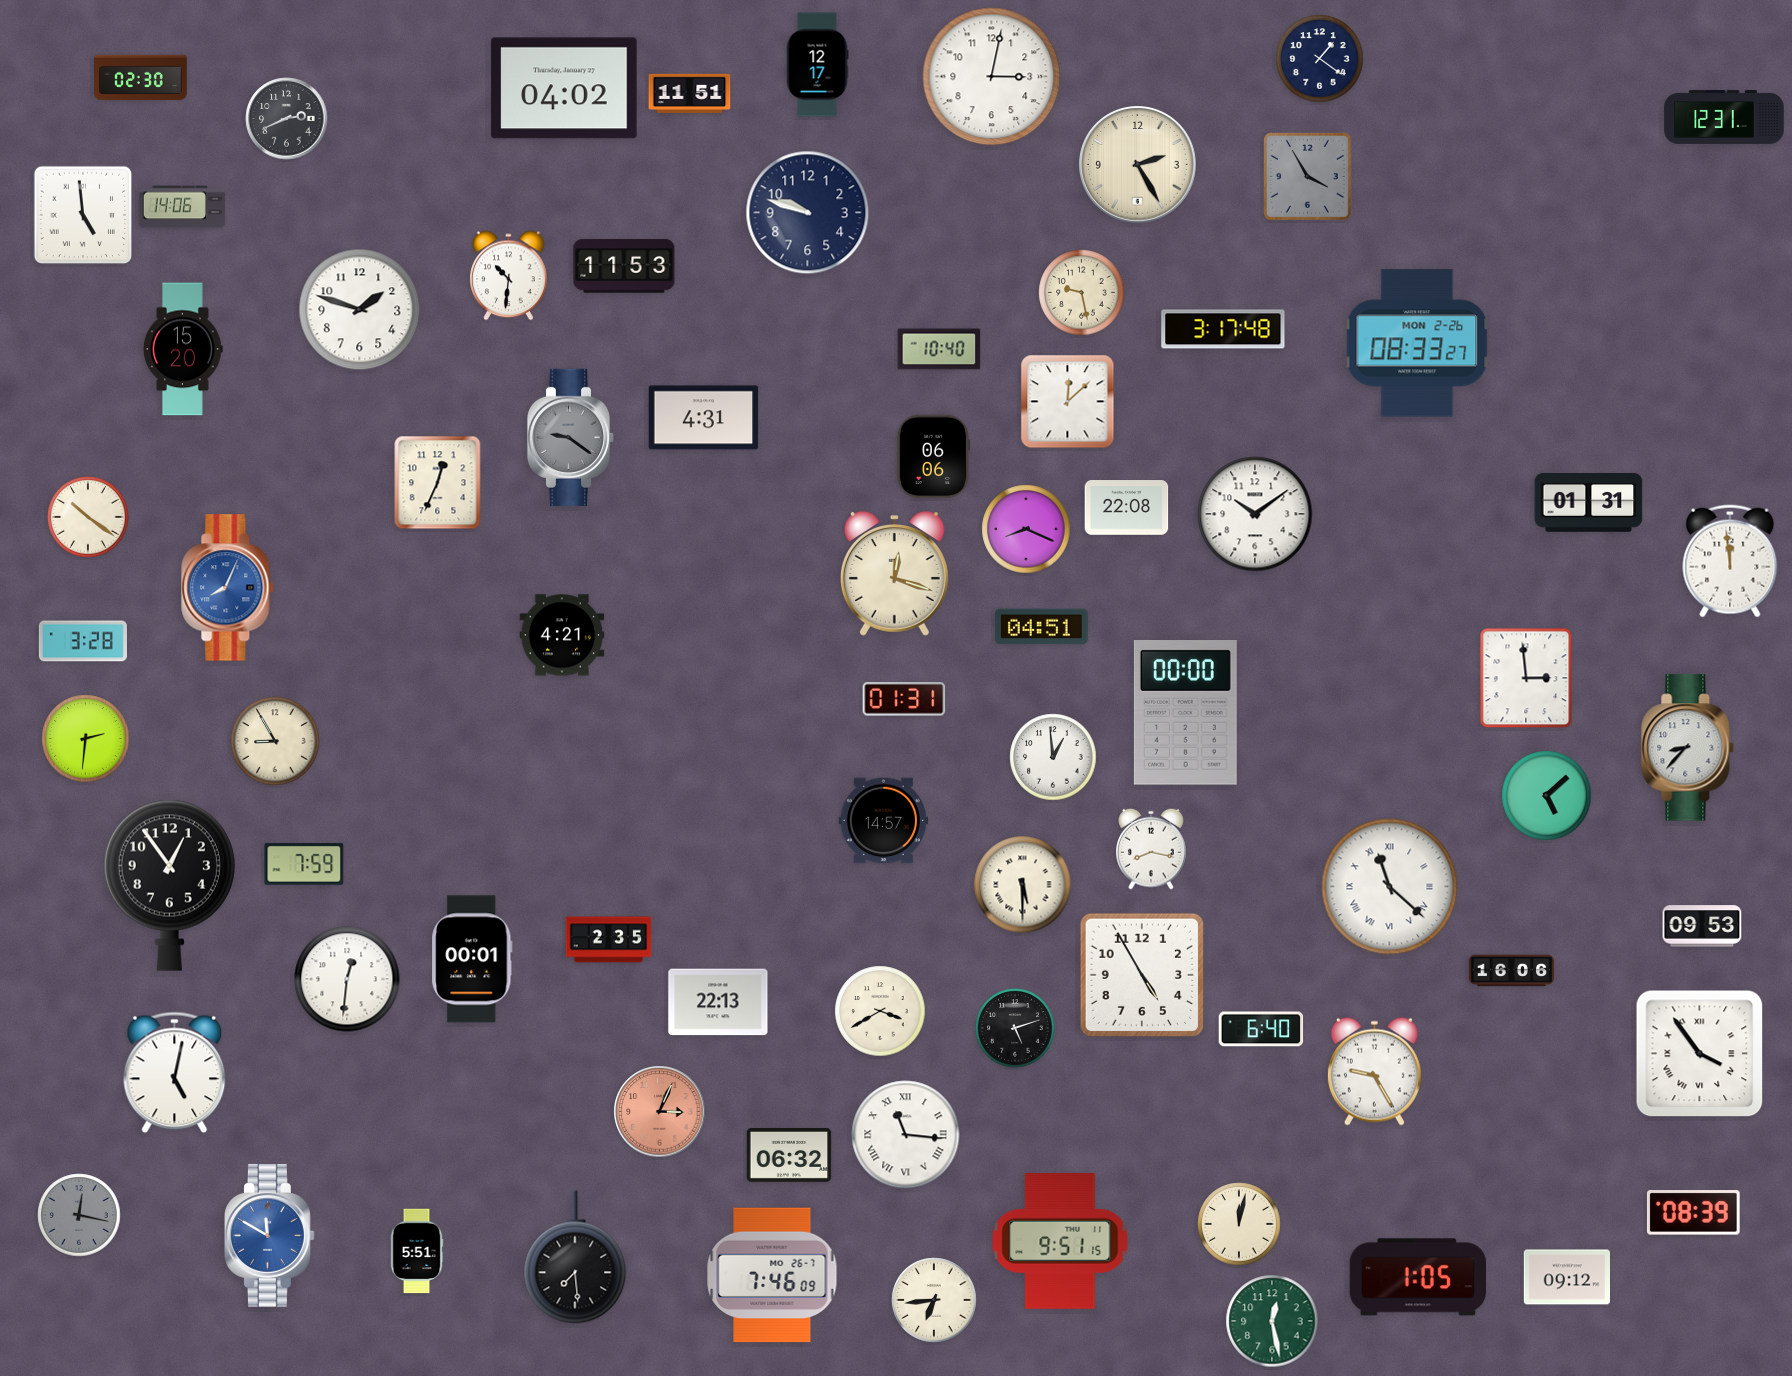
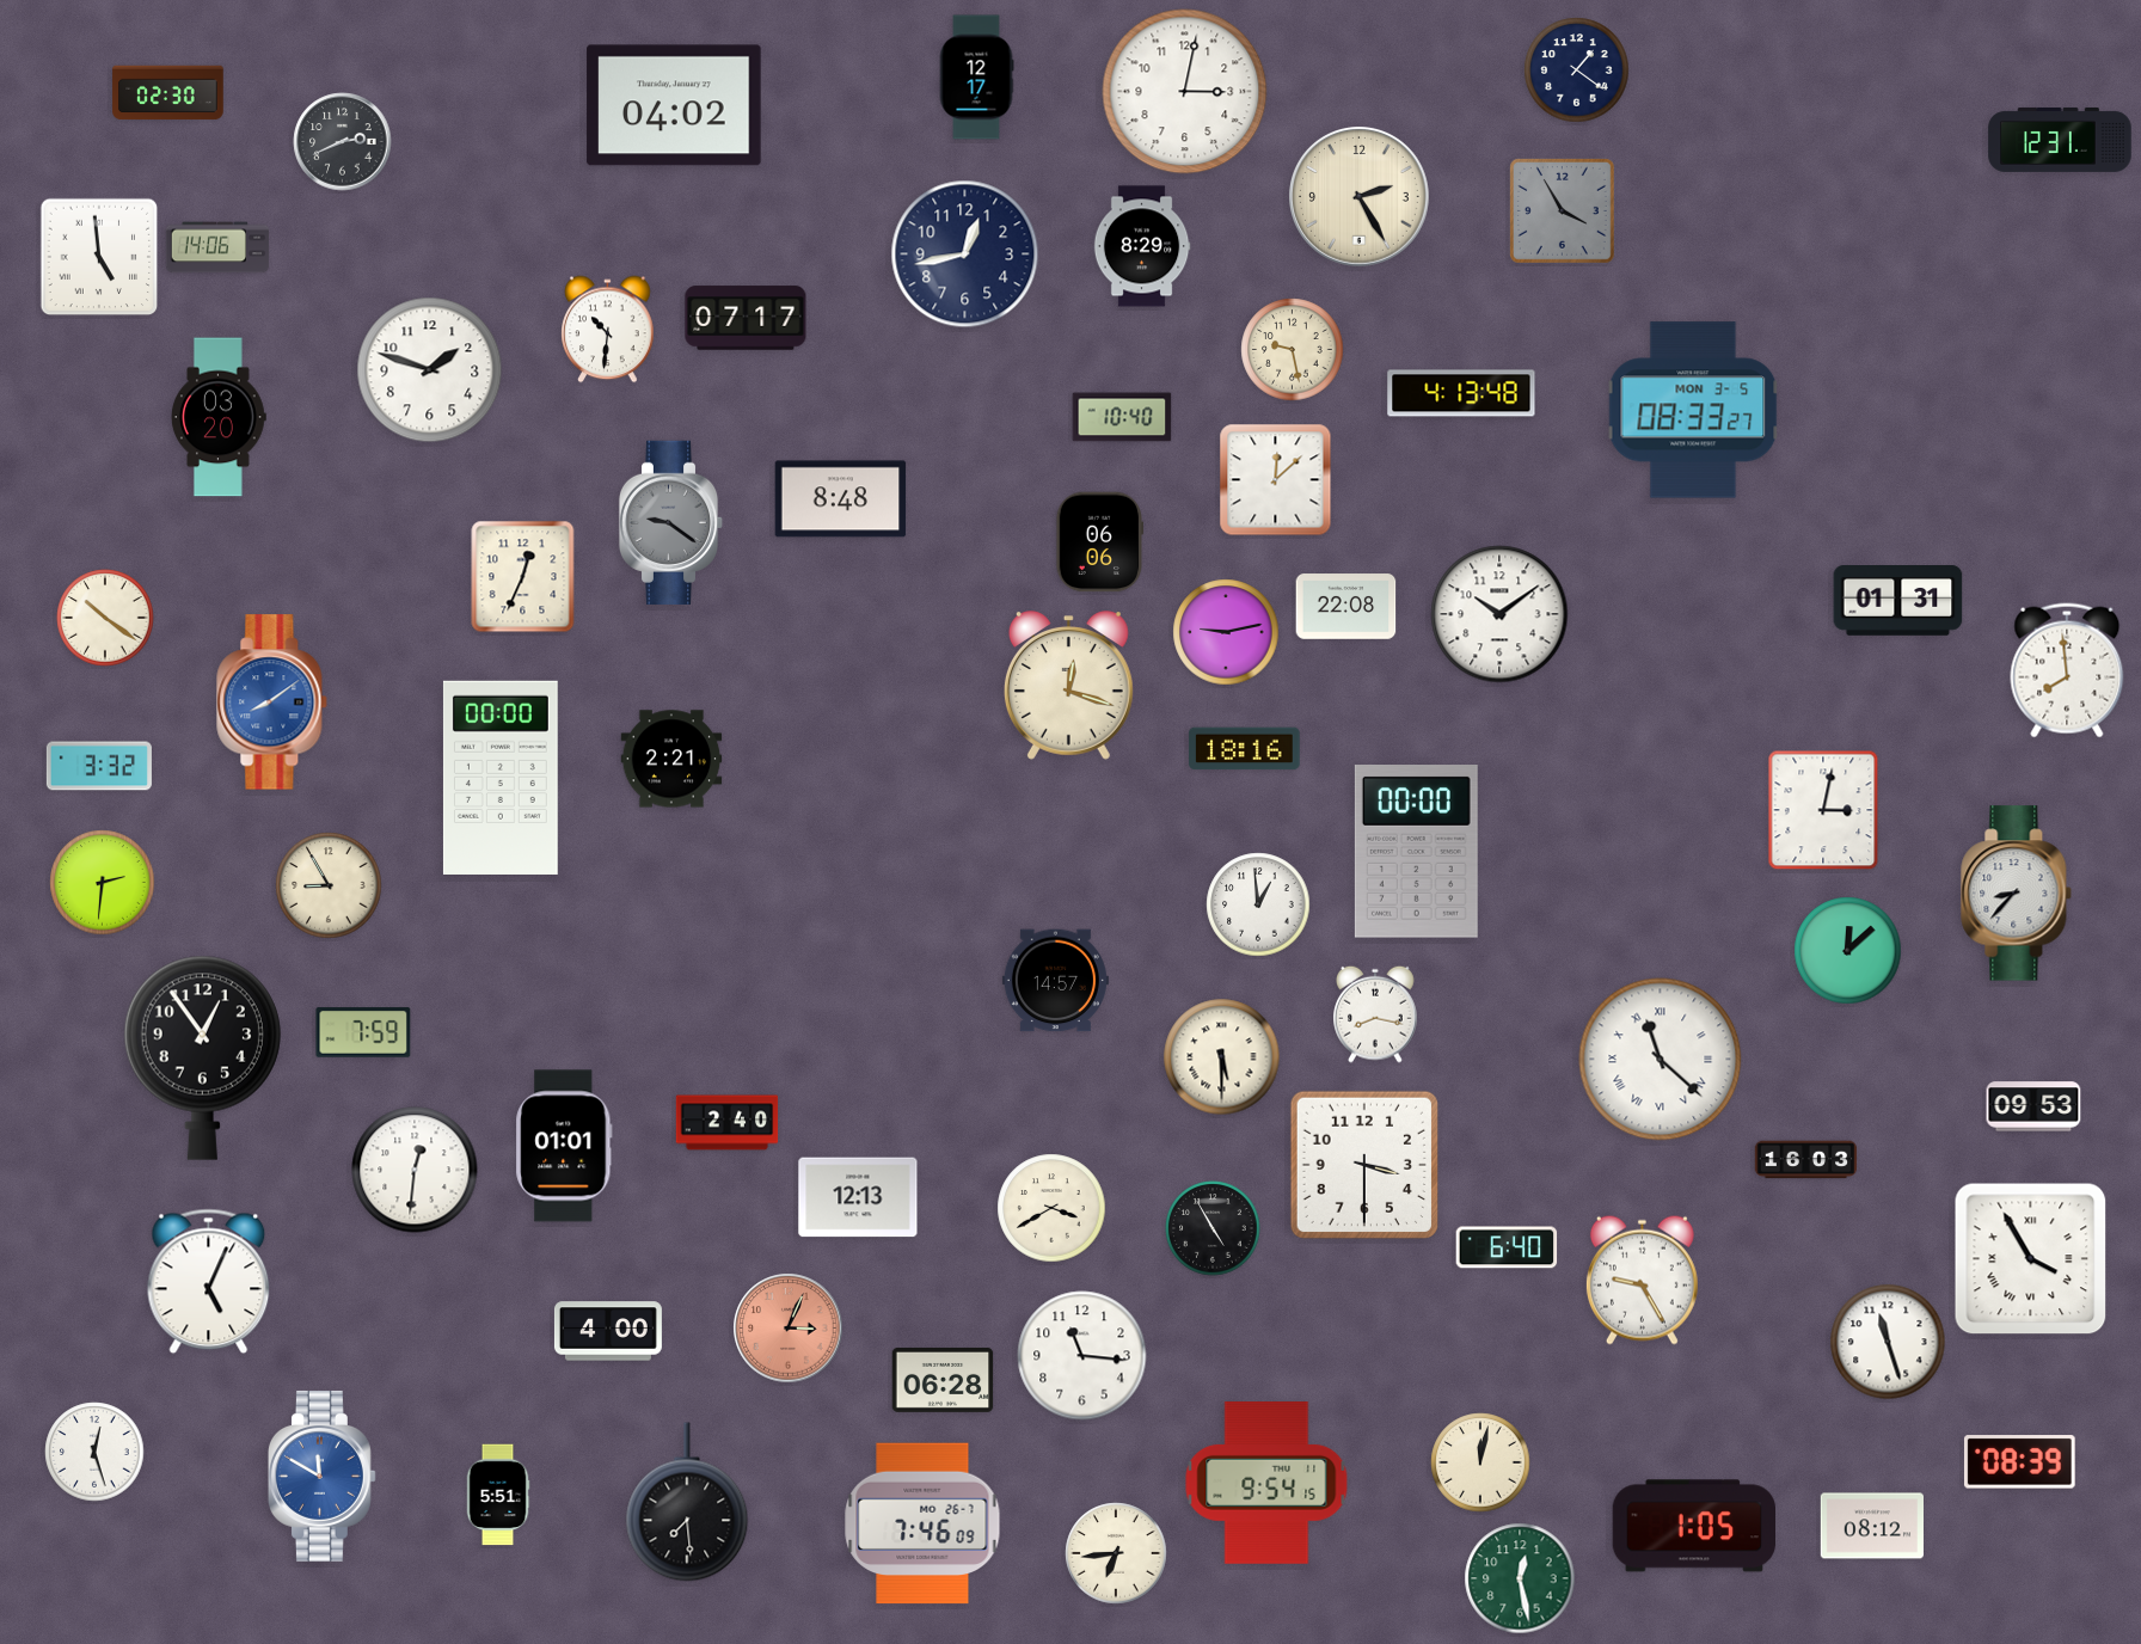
clock at (690, 93): 11:51 -> none
clock at (1142, 246): none -> 8:29
clock at (808, 213): 9:48 -> 12:43
clock at (624, 266): 11:53 -> 07:17
clock at (1223, 329): 3:17 -> 4:13
clock at (1417, 343) date: MON 2-26 -> MON 3-5
clock at (184, 349): 15:20 -> 03:20
clock at (704, 418): 4:31 -> 8:48
clock at (571, 437) position: (571, 437) -> (671, 522)
clock at (934, 457) position: (934, 457) -> (1100, 542)
clock at (1026, 529): 8:19 -> 9:13
clock at (1730, 561): 11:59 -> 7:59
clock at (228, 588): 8:04 -> 8:09
clock at (1042, 627): 04:51 -> 18:16
clock at (562, 635): 4:21 -> 2:21
clock at (83, 641): 3:28 -> 3:32
clock at (501, 778): none -> 00:00
clock at (1526, 678): 2:59 -> 3:02
clock at (904, 700): 01:31 -> none
clock at (1547, 796): 5:08 -> 12:08
clock at (609, 940): 2:35 -> 2:40
clock at (472, 959): 00:01 -> 01:01
clock at (1512, 971): 16:06 -> 16:03
clock at (1141, 974): 4:55 -> 3:30
clock at (718, 1002): 22:13 -> 12:13
clock at (1015, 1028): 5:12 -> 4:55
clock at (1261, 1029) position: (1261, 1029) -> (1507, 1247)
clock at (1700, 1054): 3:54 -> 3:55
clock at (175, 1073): 5:02 -> 5:04
clock at (608, 1331): none -> 4:00
clock at (1888, 1342): none -> 11:27
clock at (906, 1135) numerals: Roman -> Arabic
clock at (789, 1155): 06:32 -> 06:28
clock at (1693, 1213) position: (1693, 1213) -> (2019, 1462)
clock at (79, 1215): 12:17 -> 12:27
clock at (79, 1215) dial: grey -> white
clock at (1060, 1242): 9:51 -> 9:54
clock at (1567, 1277): 09:12 -> 08:12
